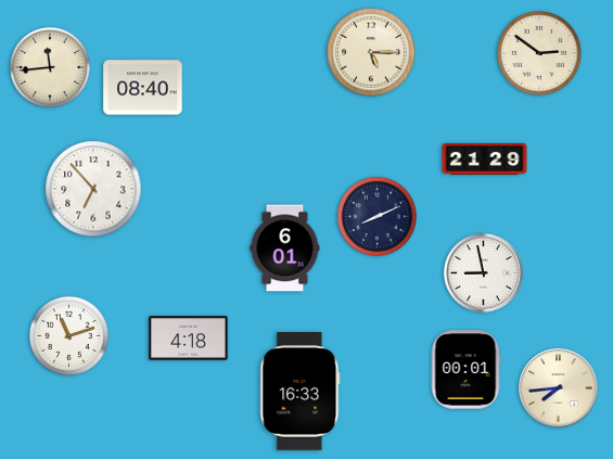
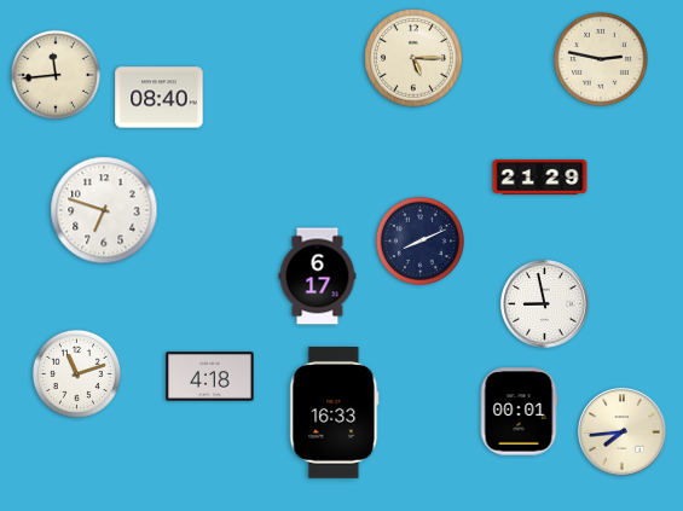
clock at (540, 54): 2:51 -> 2:47
clock at (93, 189): 6:53 -> 6:48
clock at (285, 248): 6:01 -> 6:17
clock at (484, 273) position: (484, 273) -> (545, 304)
clock at (301, 392) position: (301, 392) -> (335, 413)
